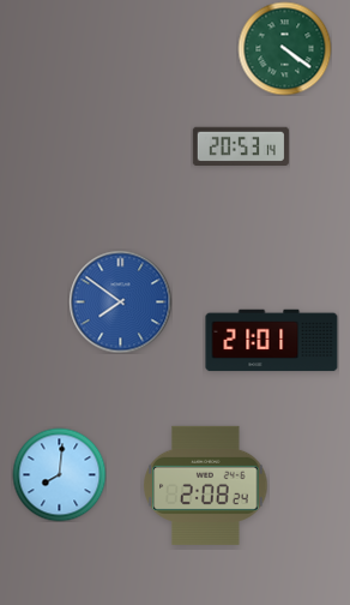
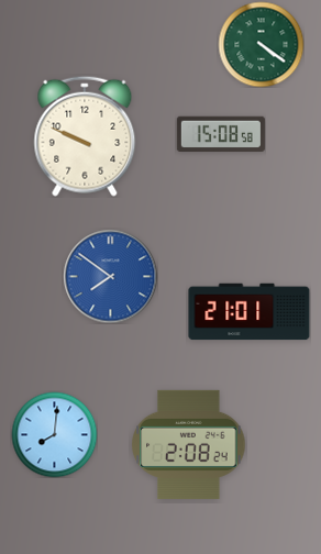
clock at (241, 146): 20:53 -> 15:08
clock at (85, 136): none -> 9:49
